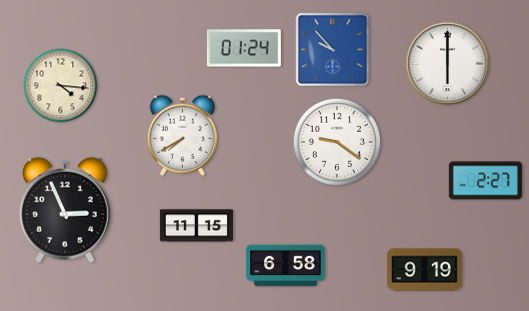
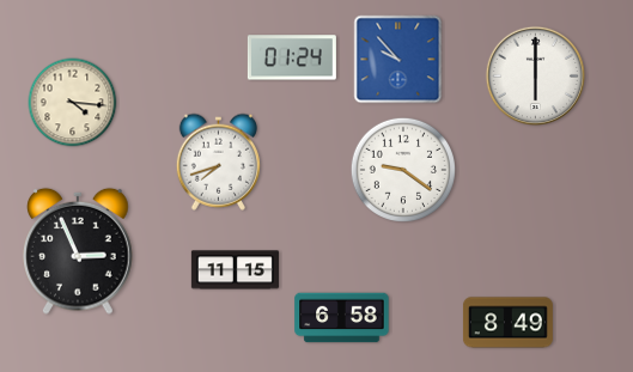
clock at (182, 135): 7:40 -> 7:42
clock at (485, 181): 2:27 -> none
clock at (424, 270): 9:19 -> 8:49
